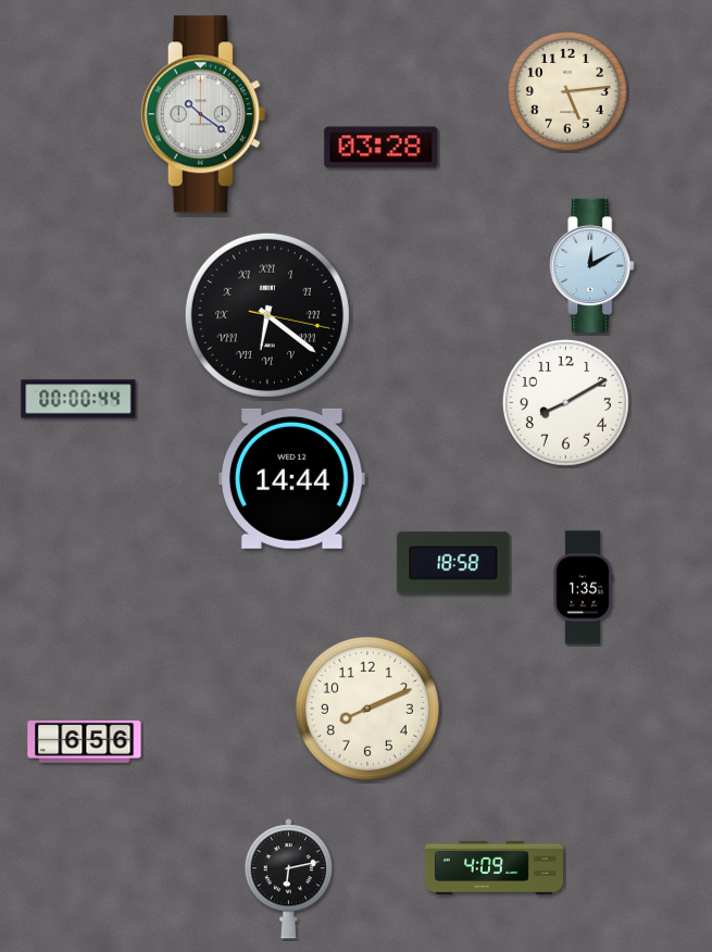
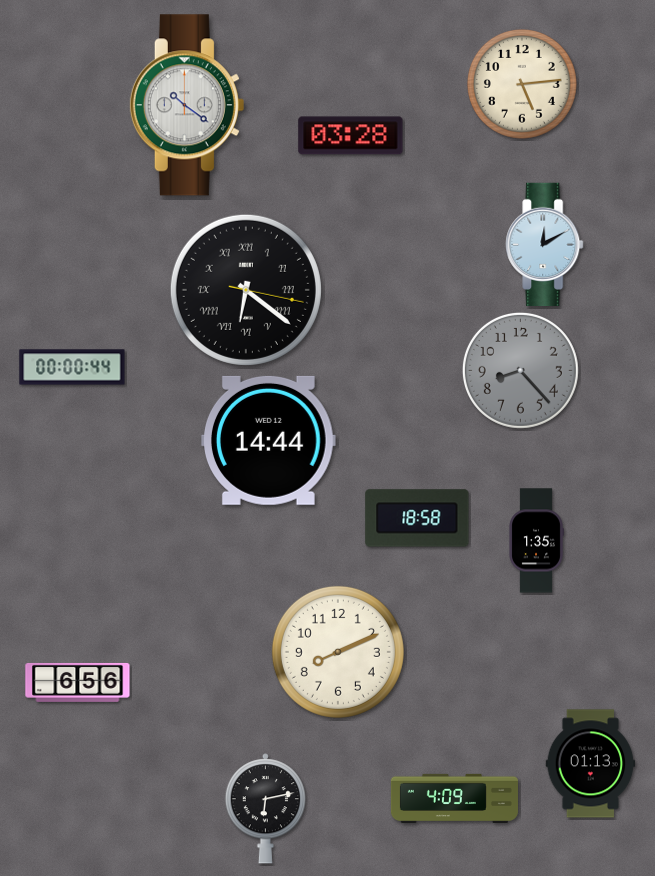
clock at (565, 402): 8:10 -> 8:23
clock at (565, 402) dial: white -> grey
clock at (591, 764): none -> 01:13
